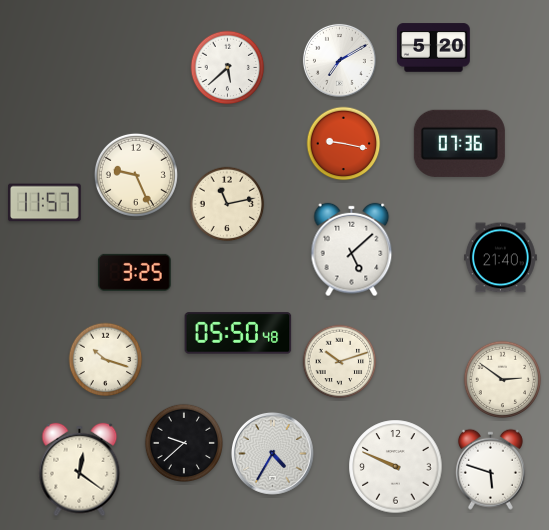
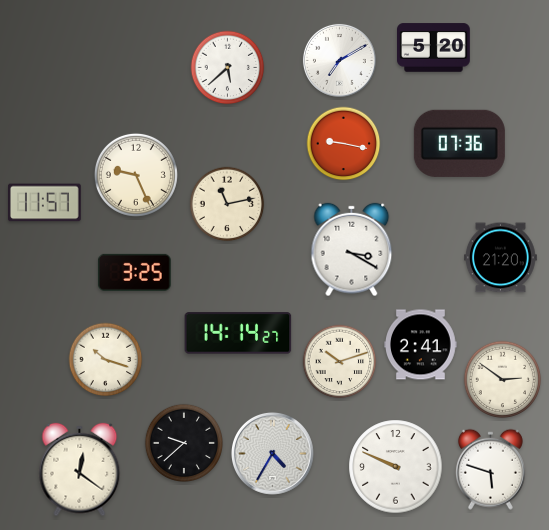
clock at (352, 250): 5:08 -> 3:20
clock at (501, 258): 21:40 -> 21:20
clock at (238, 333): 05:50 -> 14:14
clock at (421, 345): none -> 2:41
